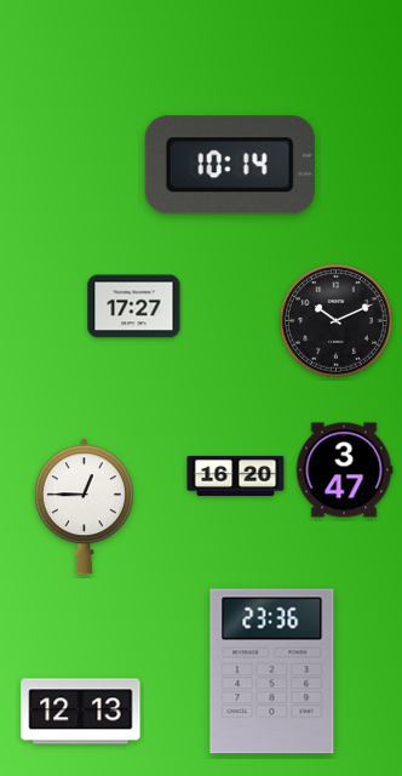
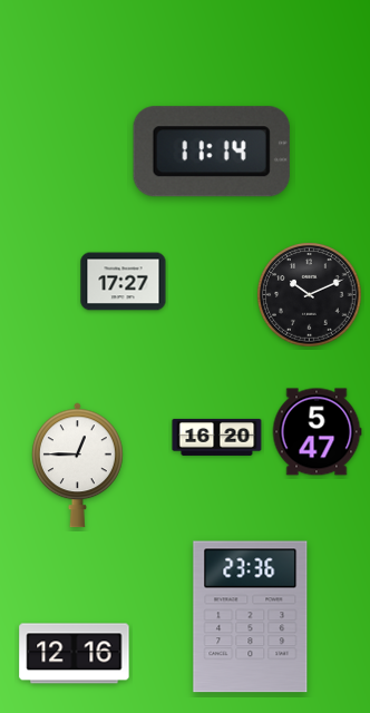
clock at (230, 165): 10:14 -> 11:14
clock at (344, 470): 3:47 -> 5:47
clock at (81, 712): 12:13 -> 12:16
